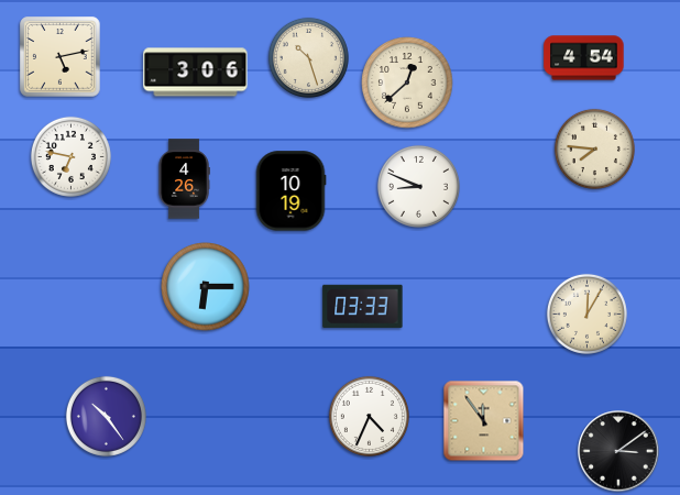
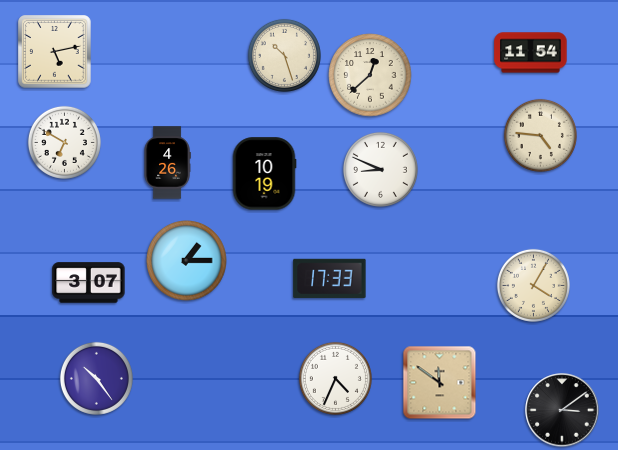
clock at (308, 57) position: (308, 57) -> (284, 55)
clock at (584, 58): 4:54 -> 11:54
clock at (196, 73): 3:06 -> none
clock at (594, 148): 7:46 -> 4:46
clock at (70, 156): 6:47 -> 6:50
clock at (206, 287): 6:15 -> 1:15
clock at (363, 306): 03:33 -> 17:33
clock at (89, 283): none -> 3:07
clock at (586, 313): 12:05 -> 4:05
clock at (484, 421): 11:54 -> 11:51
